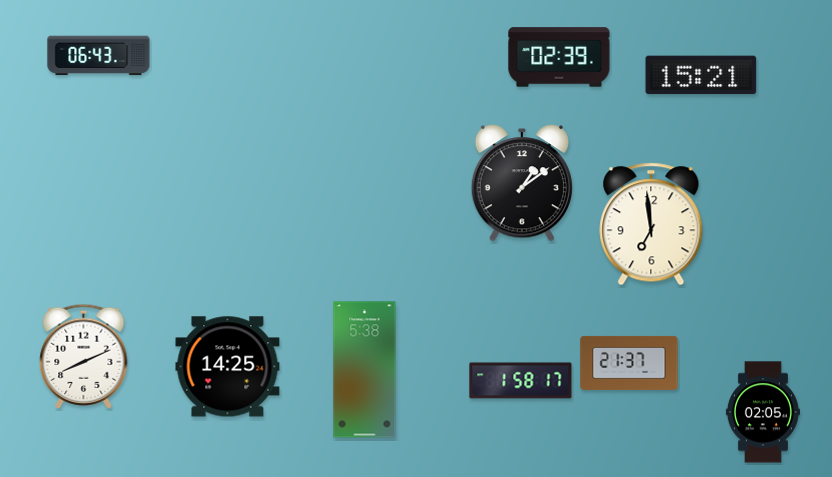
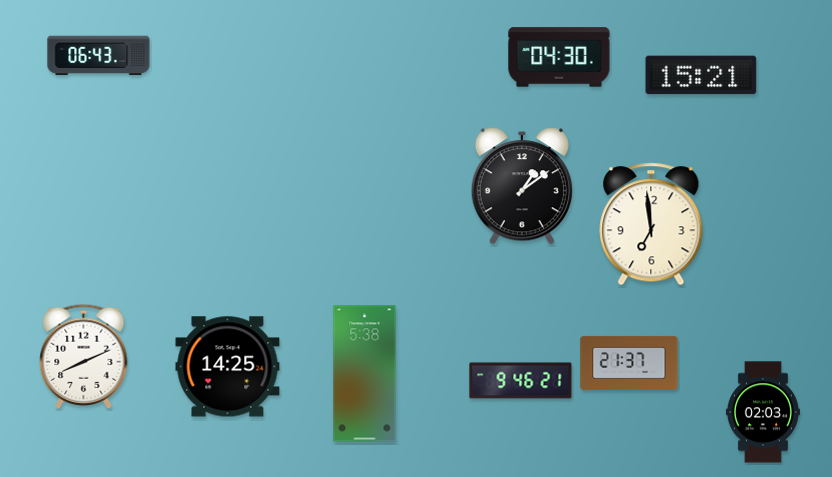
clock at (559, 57): 02:39 -> 04:30
clock at (522, 183) position: (522, 183) -> (522, 186)
clock at (365, 370) position: (365, 370) -> (365, 374)
clock at (521, 381): 1:58 -> 9:46
clock at (763, 412): 02:05 -> 02:03
